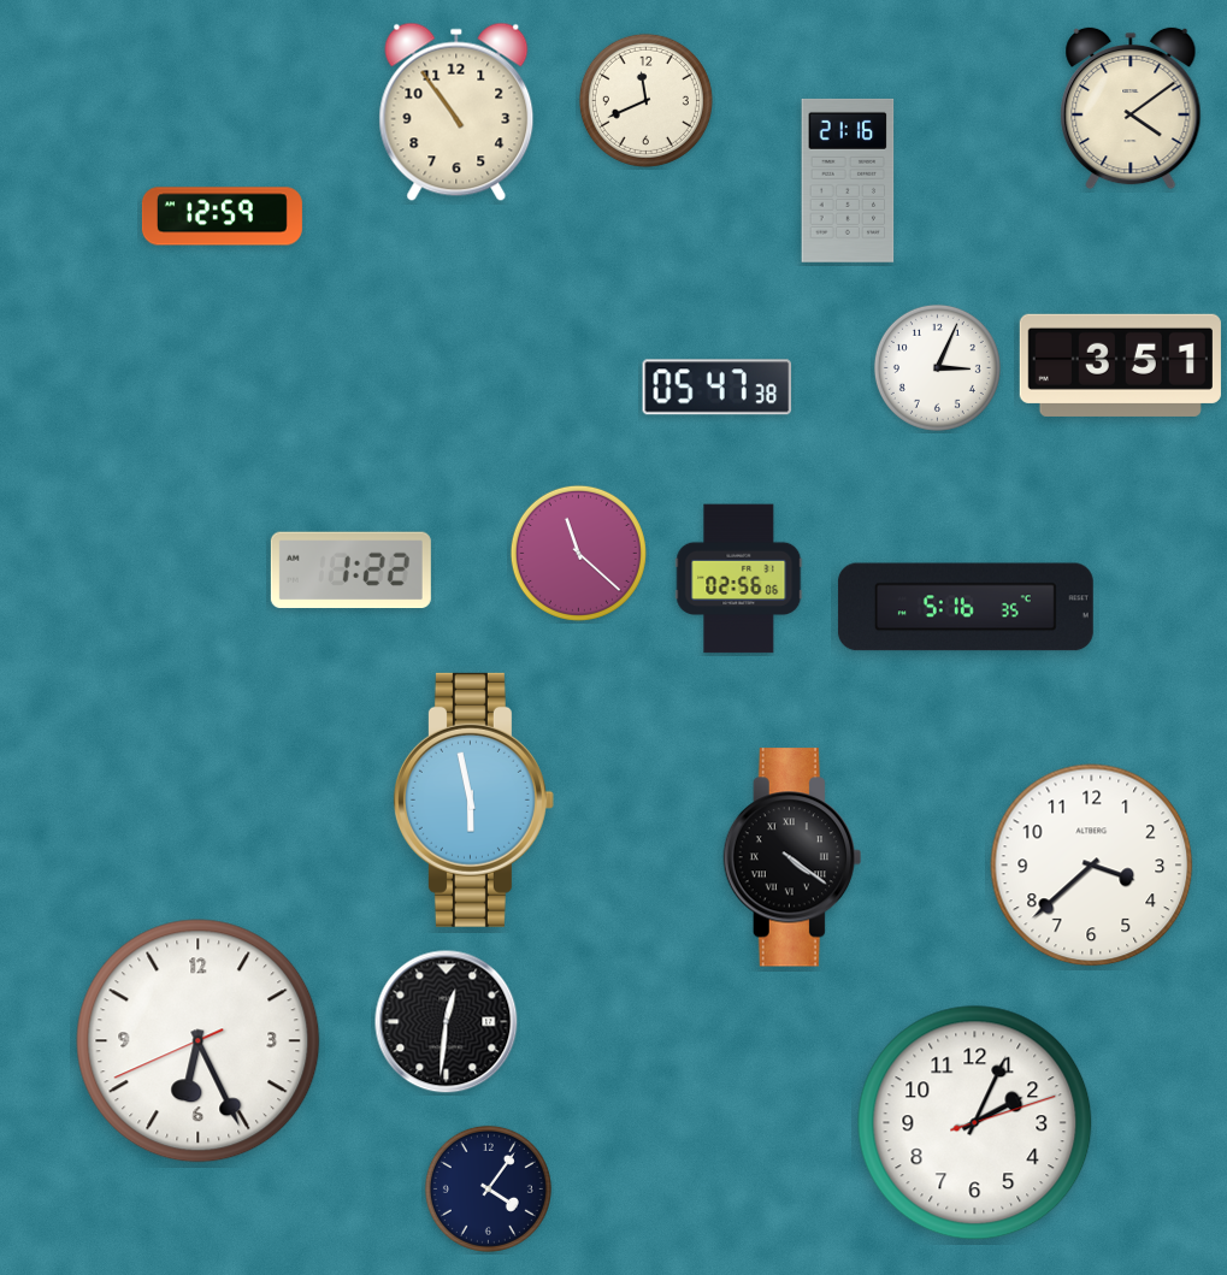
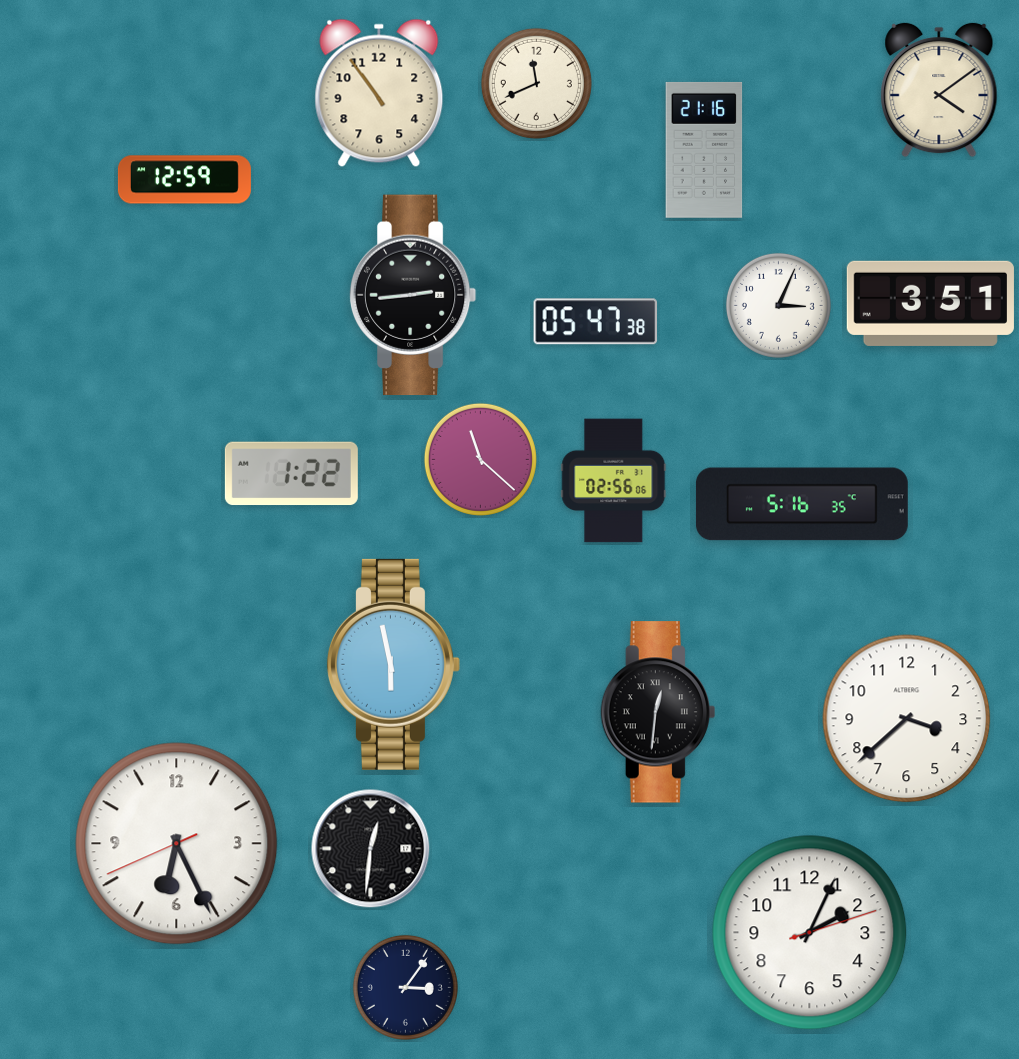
clock at (413, 295): none -> 2:44
clock at (792, 857): 4:21 -> 12:31
clock at (199, 1041) position: (199, 1041) -> (177, 844)
clock at (488, 1188): 4:06 -> 3:06
